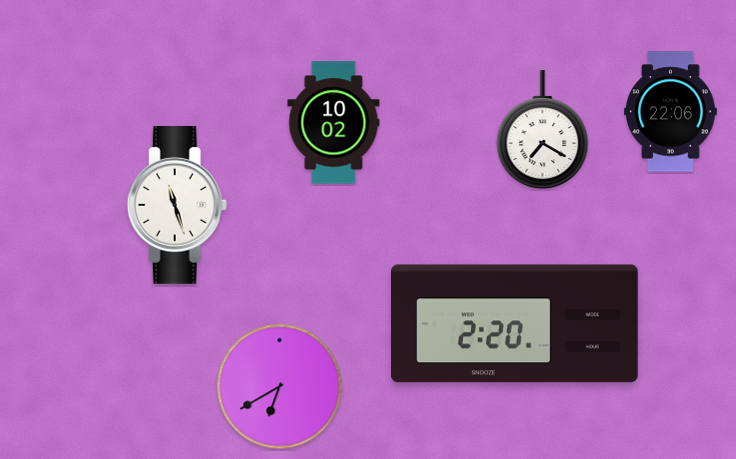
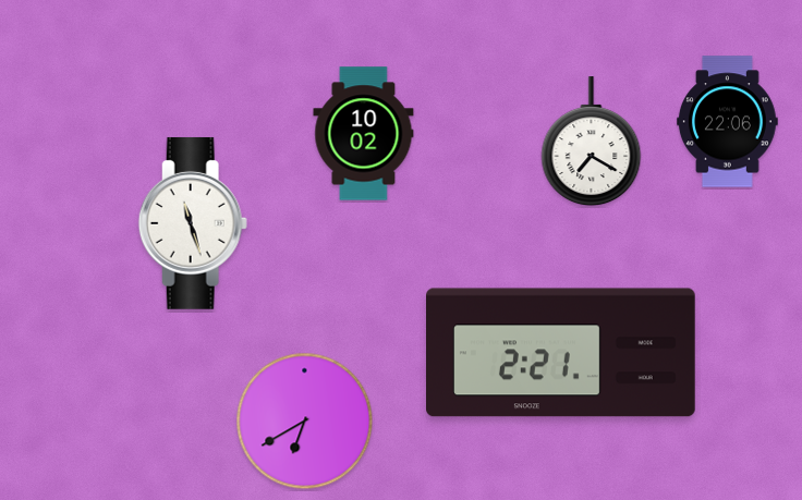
clock at (671, 112) position: (671, 112) -> (728, 122)
clock at (515, 324): 2:20 -> 2:21
